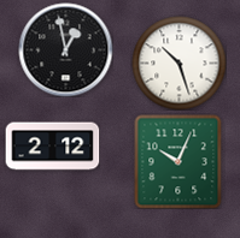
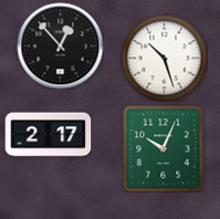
clock at (65, 49): 12:58 -> 12:53
clock at (52, 147): 2:12 -> 2:17
